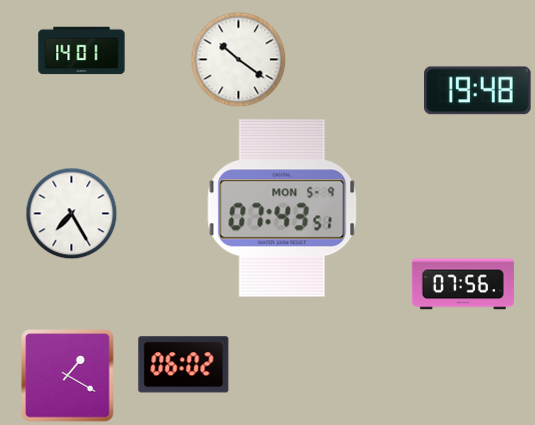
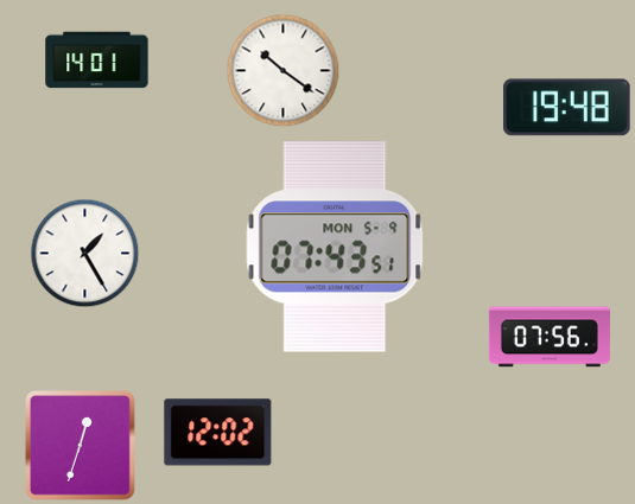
clock at (72, 214): 7:25 -> 1:25
clock at (184, 365): 06:02 -> 12:02
clock at (68, 376): 1:20 -> 12:33
